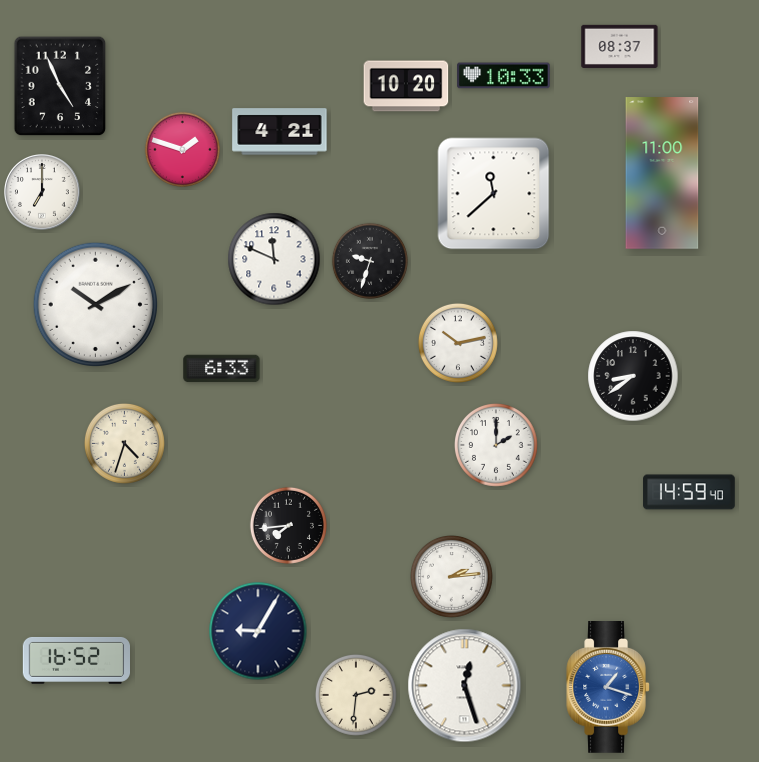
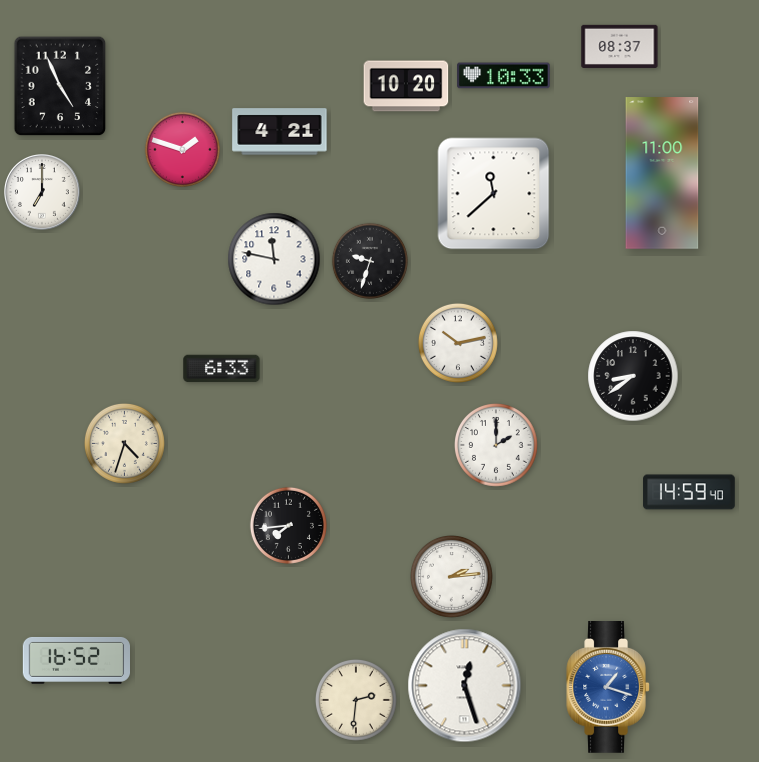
clock at (274, 259): 11:49 -> 11:47
clock at (95, 304): 10:10 -> none
clock at (258, 631): 9:05 -> none
clock at (356, 695) position: (356, 695) -> (356, 700)
